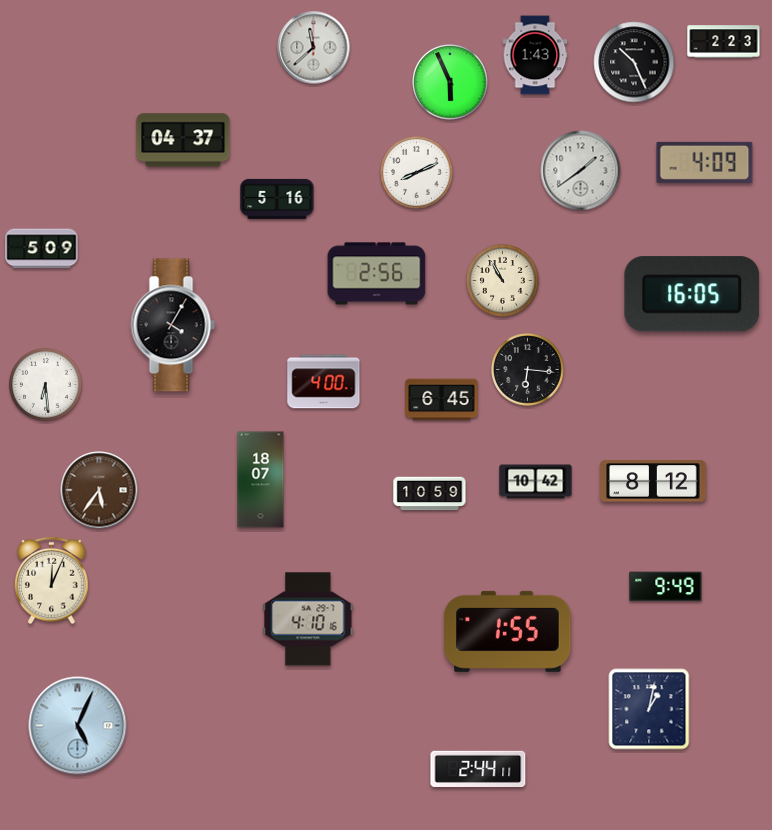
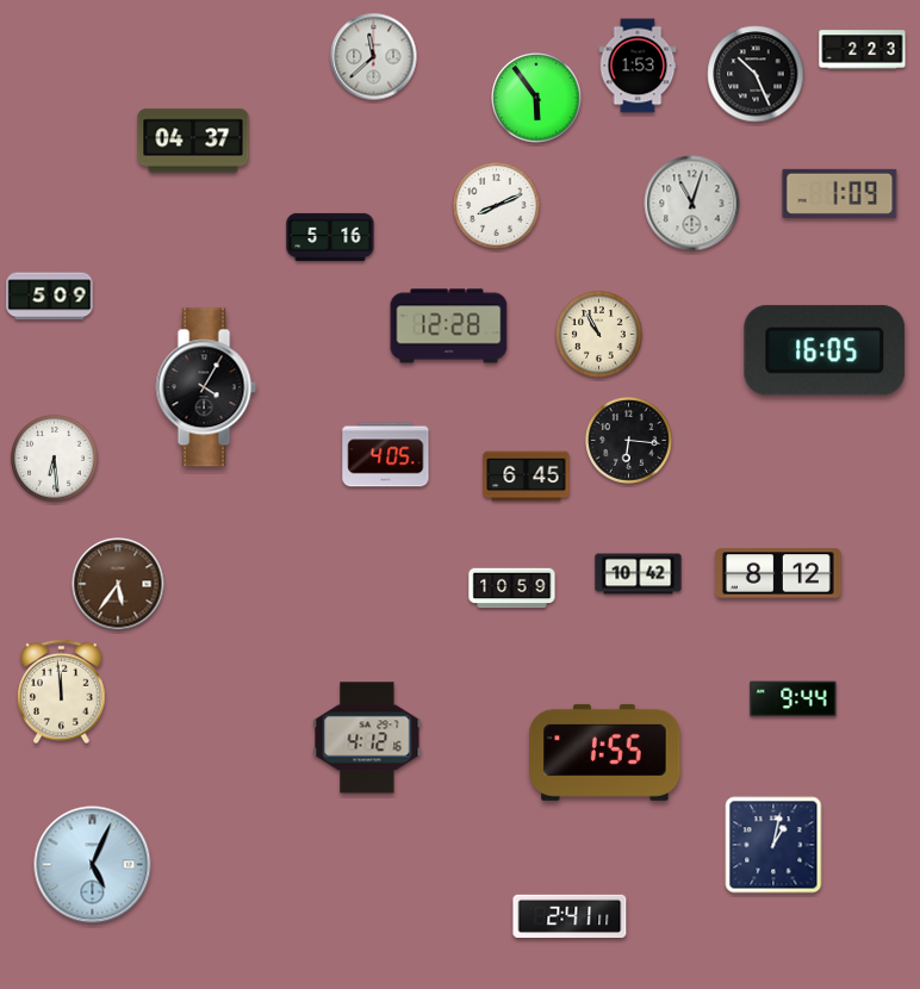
clock at (535, 55): 1:43 -> 1:53
clock at (450, 82): 5:56 -> 5:54
clock at (183, 140) position: (183, 140) -> (193, 141)
clock at (705, 162): 4:09 -> 1:09
clock at (581, 171): 1:39 -> 11:03
clock at (377, 274): 2:56 -> 12:28
clock at (324, 382): 4:00 -> 4:05
clock at (261, 480): 18:07 -> none
clock at (52, 581): 12:04 -> 11:59
clock at (666, 587): 9:49 -> 9:44
clock at (308, 619): 4:10 -> 4:12
clock at (478, 768): 2:44 -> 2:41
